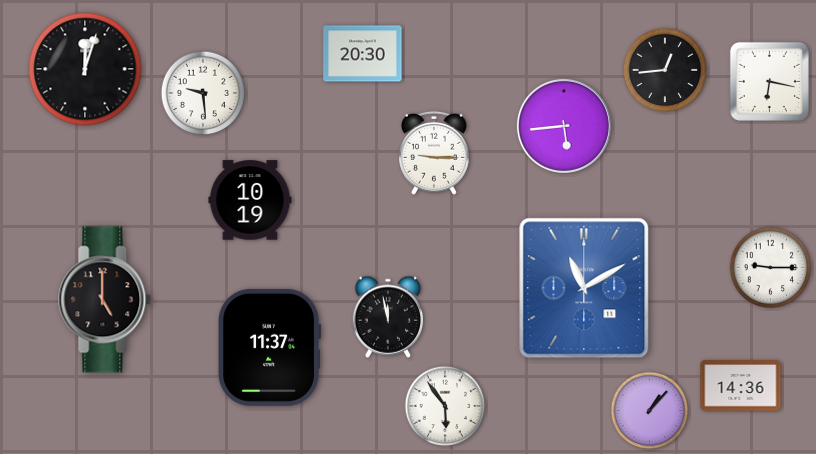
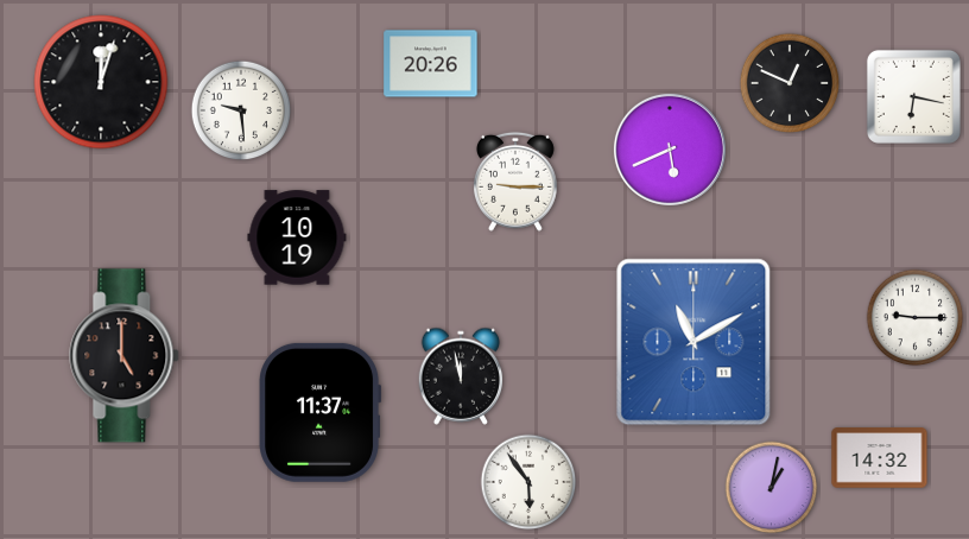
clock at (363, 54): 20:30 -> 20:26
clock at (665, 70): 12:44 -> 12:49
clock at (564, 126): 5:44 -> 5:41
clock at (741, 386): 14:36 -> 14:32
clock at (650, 411): 1:07 -> 1:02
